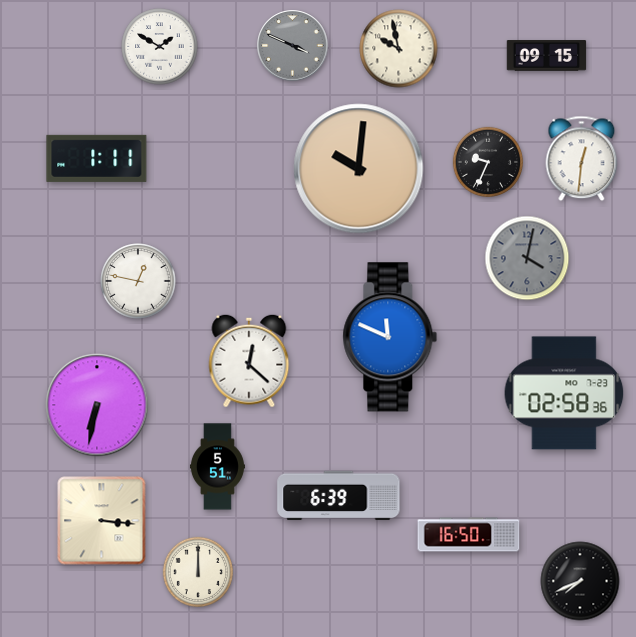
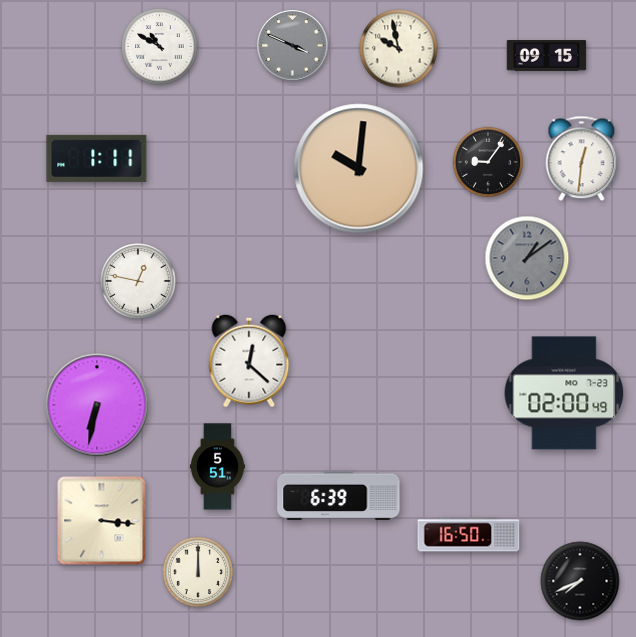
clock at (160, 47): 1:50 -> 10:50
clock at (487, 161): 9:34 -> 9:06
clock at (527, 258): 4:02 -> 1:09
clock at (390, 337): 11:49 -> none
clock at (564, 393): 02:58 -> 02:00
